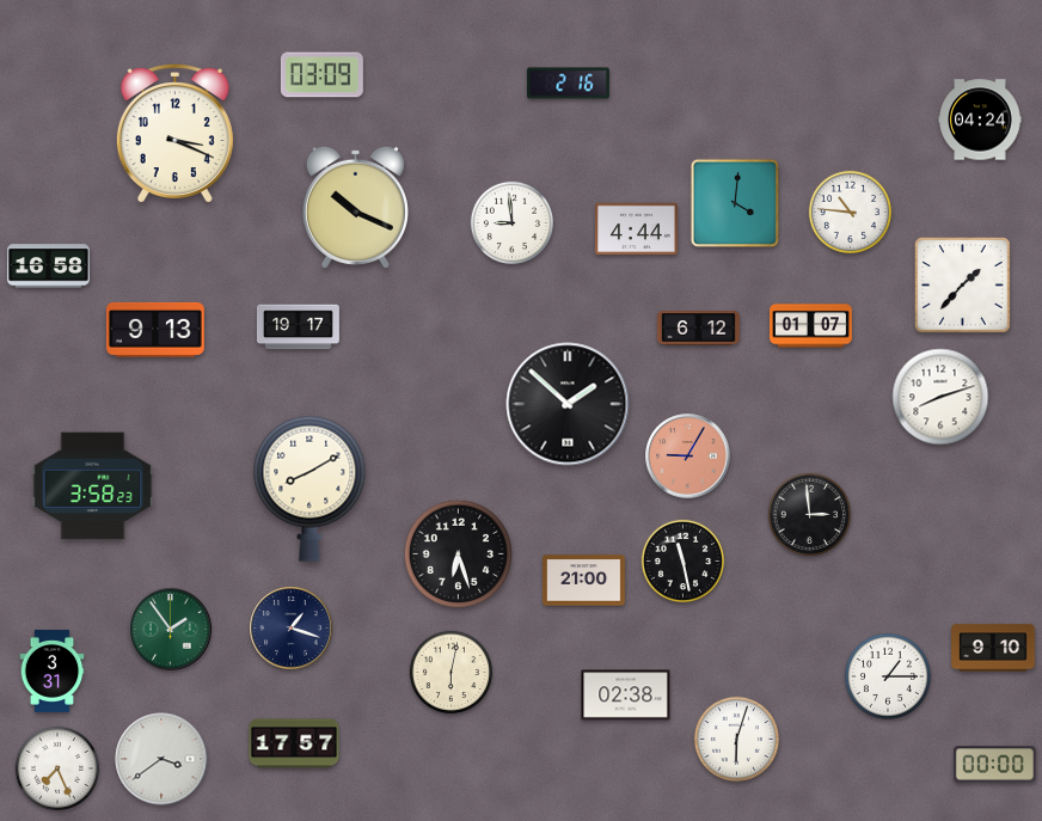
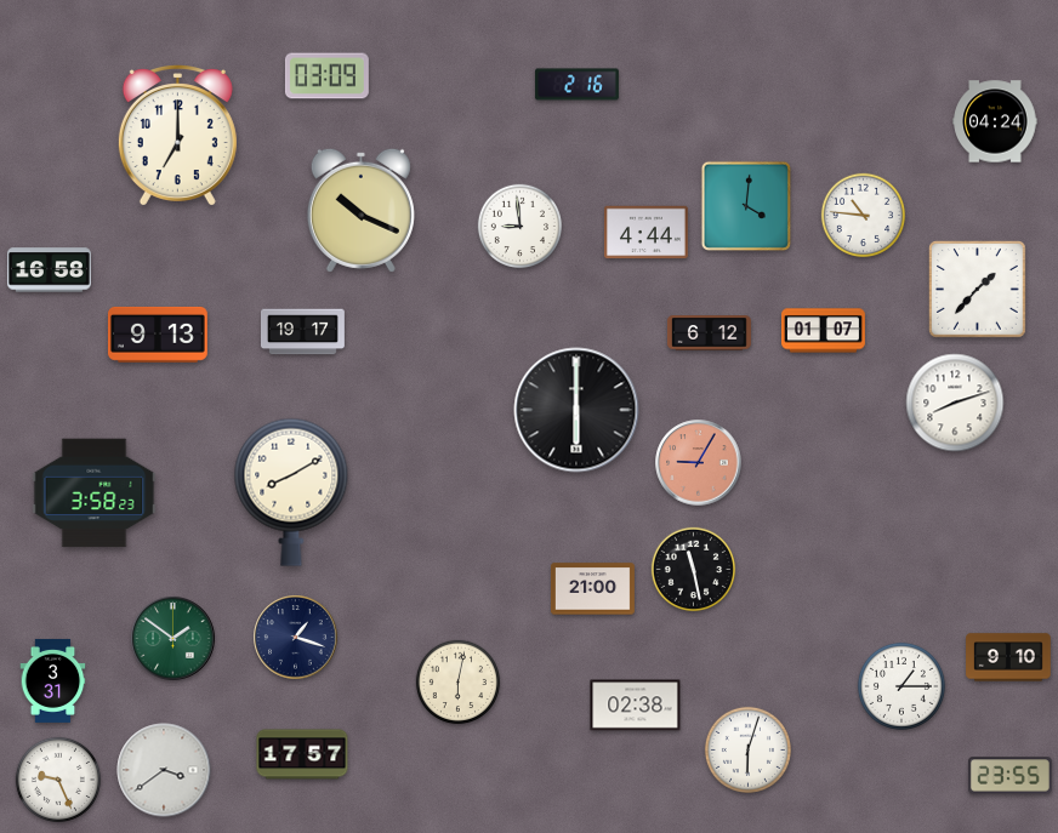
clock at (174, 134): 3:19 -> 7:00
clock at (568, 404): 1:52 -> 6:00
clock at (309, 489) position: (309, 489) -> (291, 492)
clock at (810, 515): 2:59 -> none
clock at (458, 553): 6:27 -> none
clock at (171, 630): 1:54 -> 1:51
clock at (294, 743) position: (294, 743) -> (302, 754)
clock at (994, 765): 00:00 -> 23:55
clock at (57, 768): 7:26 -> 9:26
